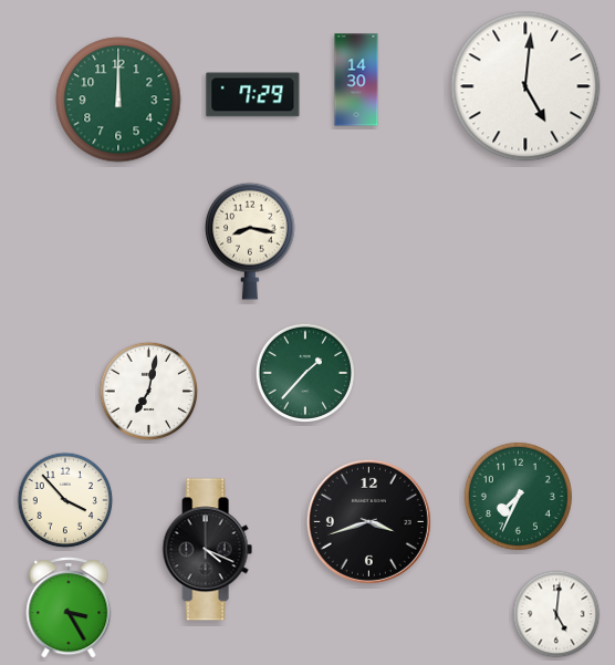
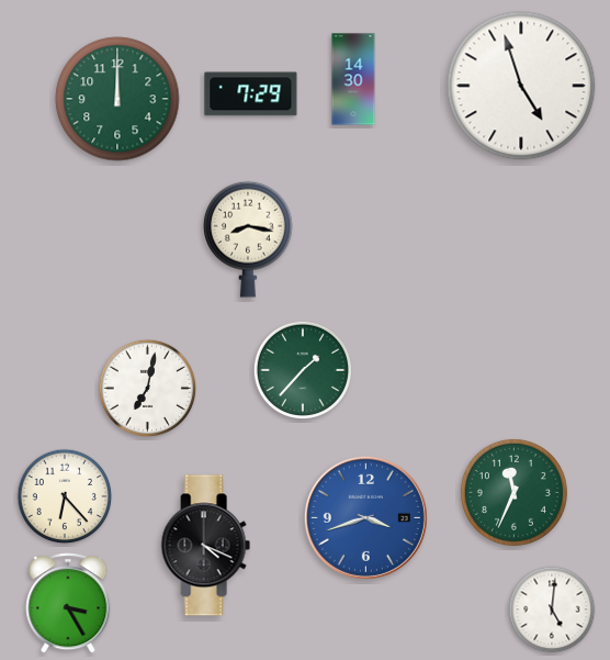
clock at (525, 86): 5:01 -> 4:57
clock at (518, 496): 7:34 -> 11:34
clock at (65, 500): 3:53 -> 6:23
clock at (368, 521) dial: black -> blue
